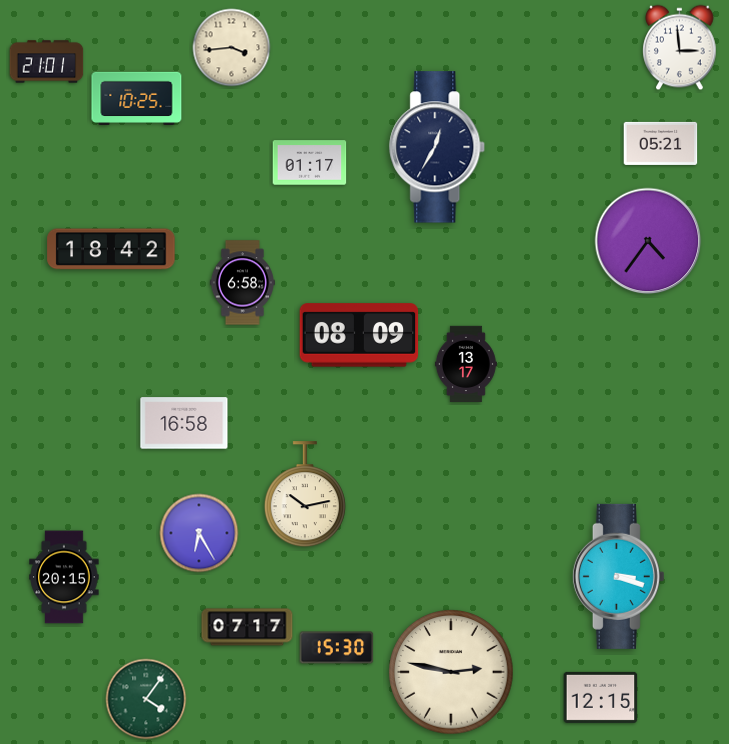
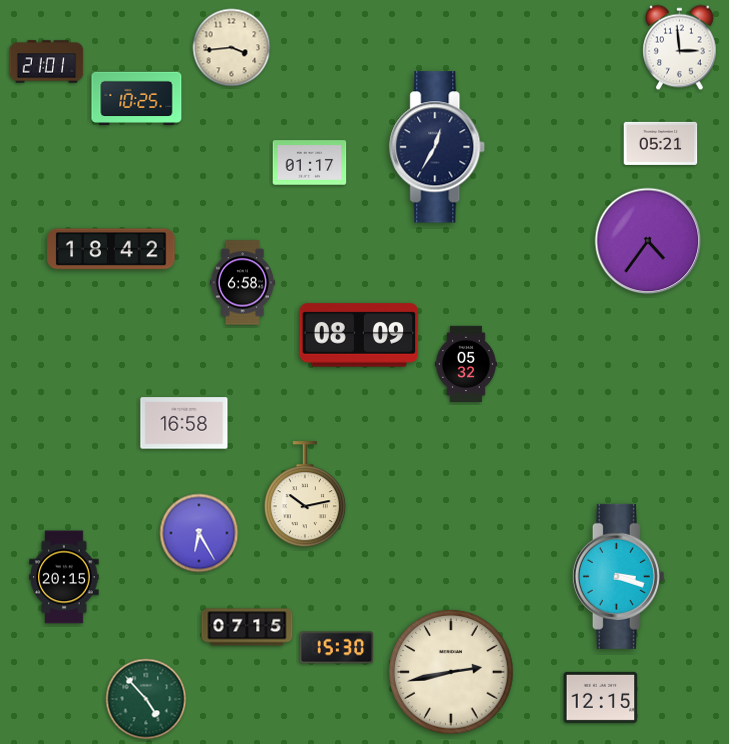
clock at (466, 364): 13:17 -> 05:32
clock at (247, 627): 07:17 -> 07:15
clock at (451, 672): 2:47 -> 2:43
clock at (146, 699): 4:06 -> 4:53
